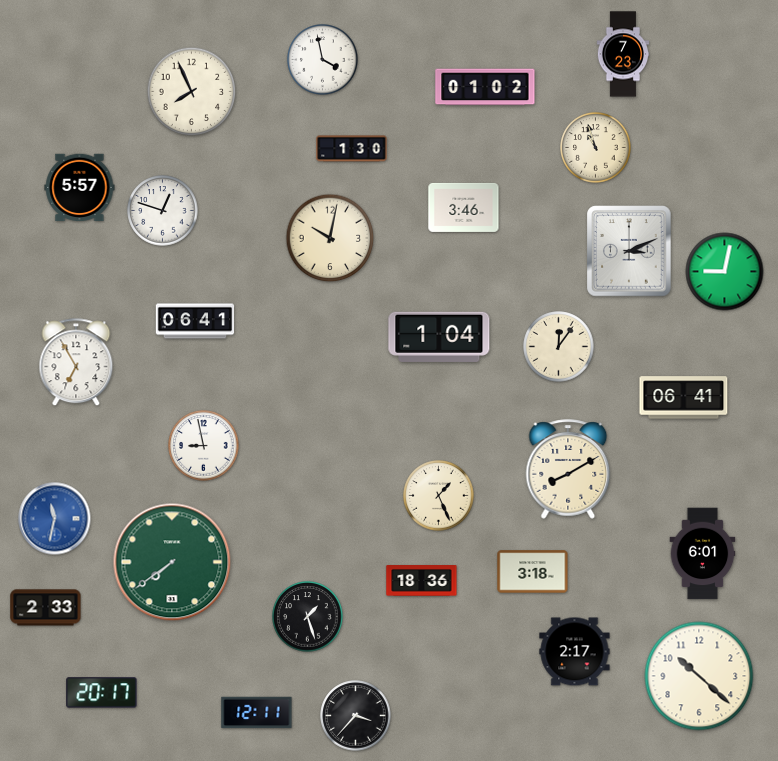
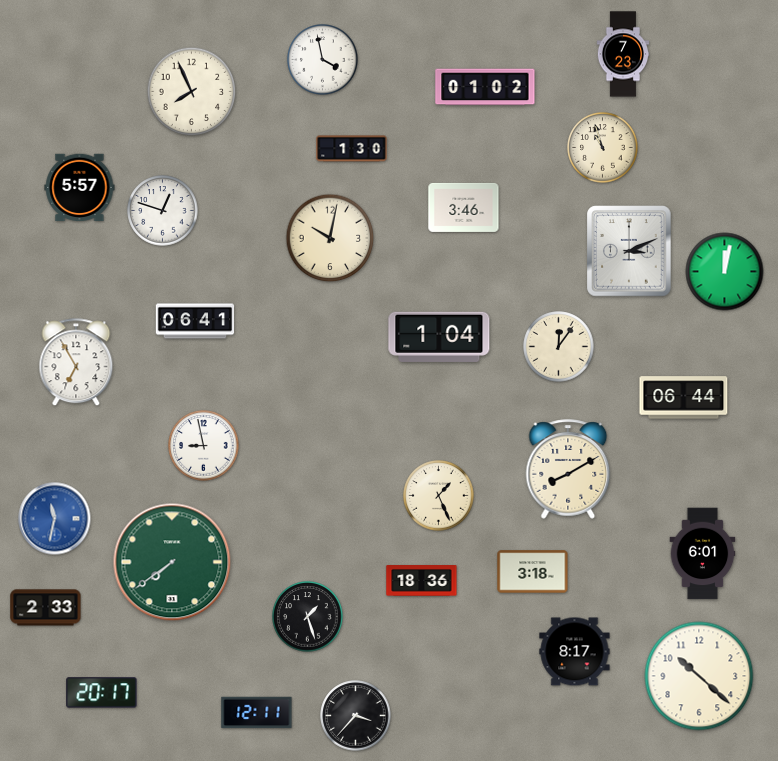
clock at (596, 148) position: (596, 148) -> (603, 148)
clock at (725, 272): 9:02 -> 12:02
clock at (684, 398): 06:41 -> 06:44
clock at (575, 652): 2:17 -> 8:17
